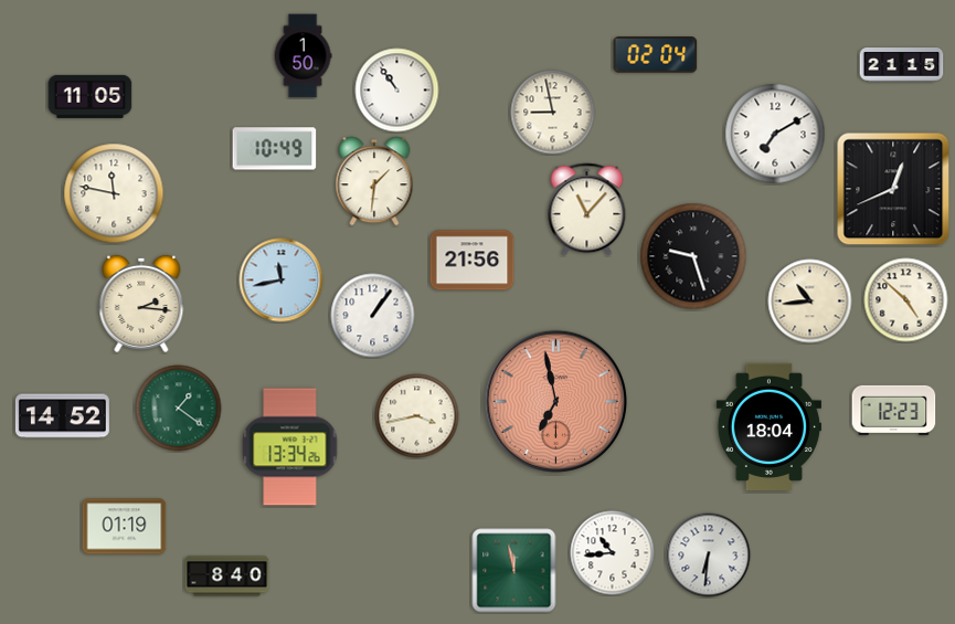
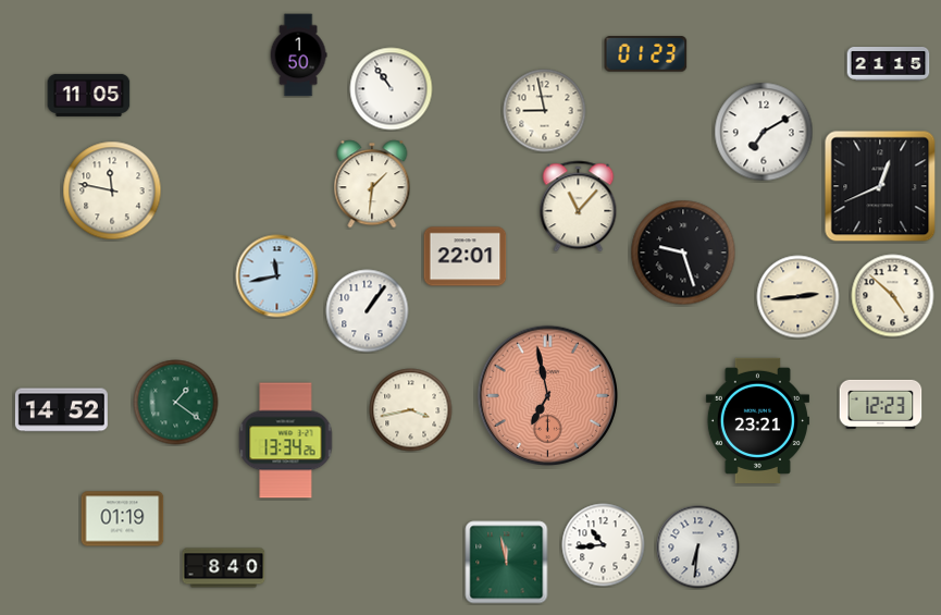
clock at (656, 55): 02:04 -> 01:23
clock at (275, 149): 10:49 -> none
clock at (374, 181) position: (374, 181) -> (372, 184)
clock at (473, 261): 21:56 -> 22:01
clock at (810, 302): 10:44 -> 2:44
clock at (141, 304): 2:16 -> none
clock at (768, 426): 18:04 -> 23:21
